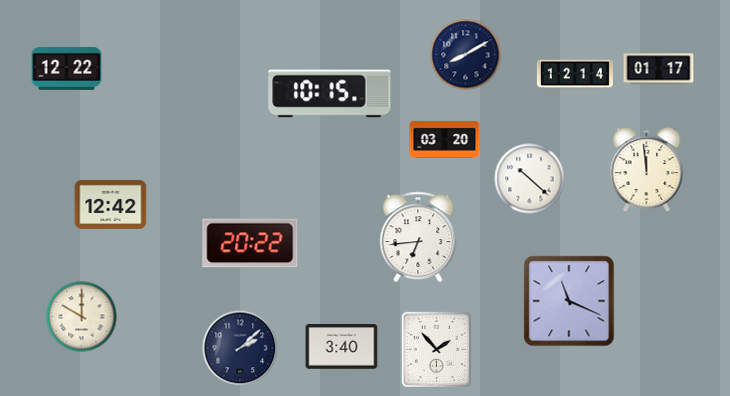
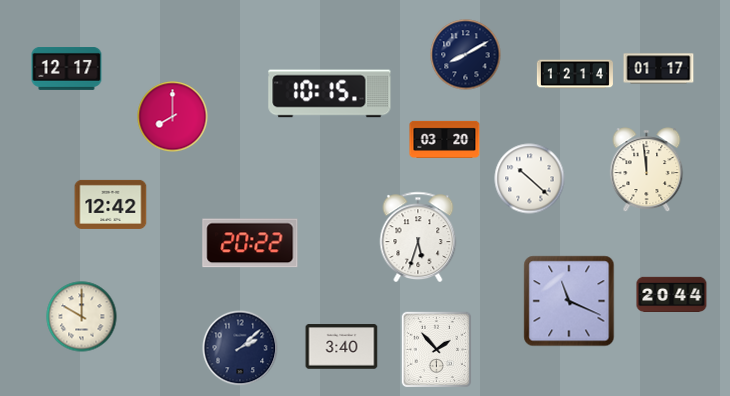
clock at (67, 69): 12:22 -> 12:17
clock at (173, 117): none -> 8:00
clock at (418, 236): 6:44 -> 5:33
clock at (672, 295): none -> 20:44
